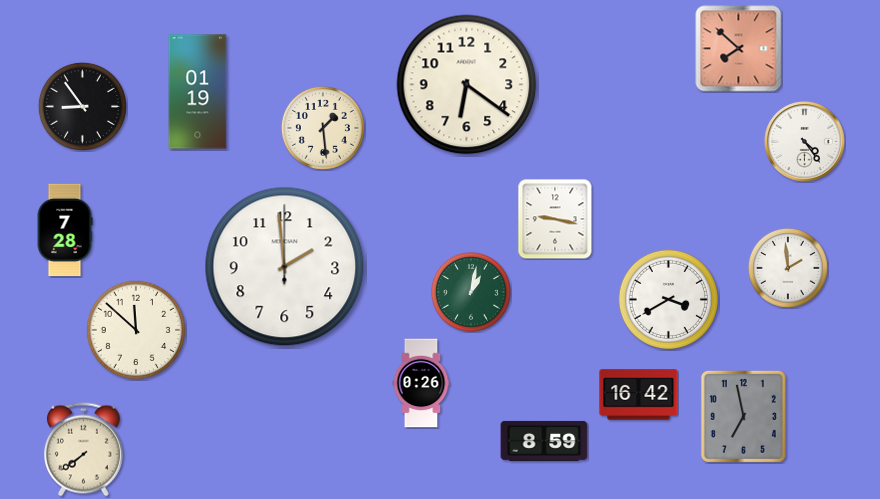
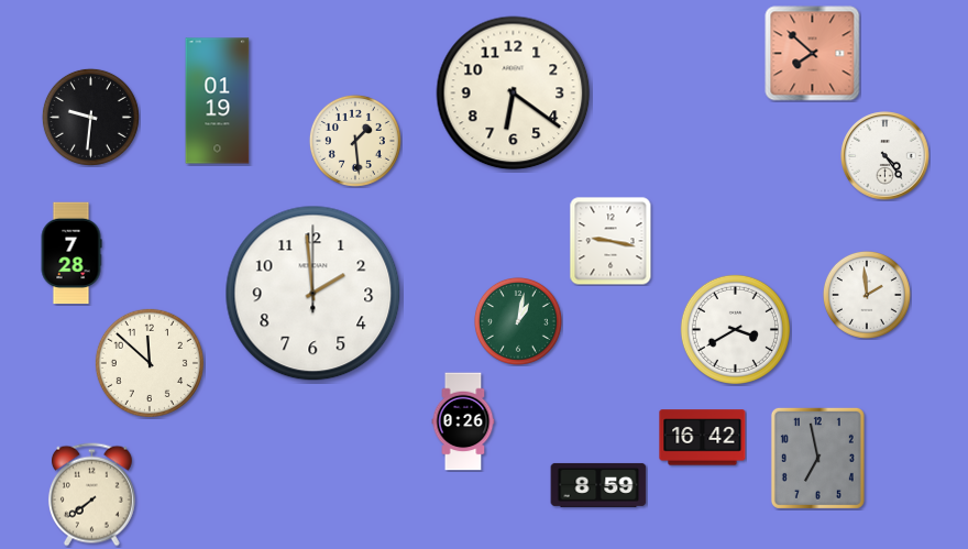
clock at (82, 106): 8:54 -> 9:31
clock at (639, 395) position: (639, 395) -> (703, 438)
